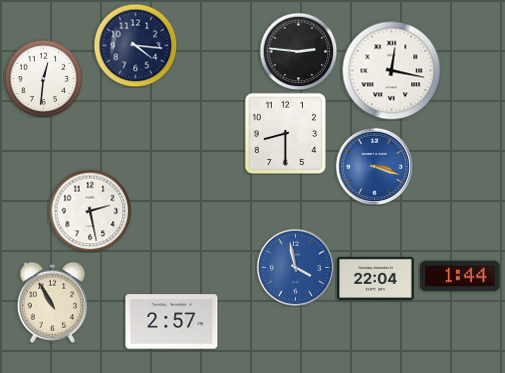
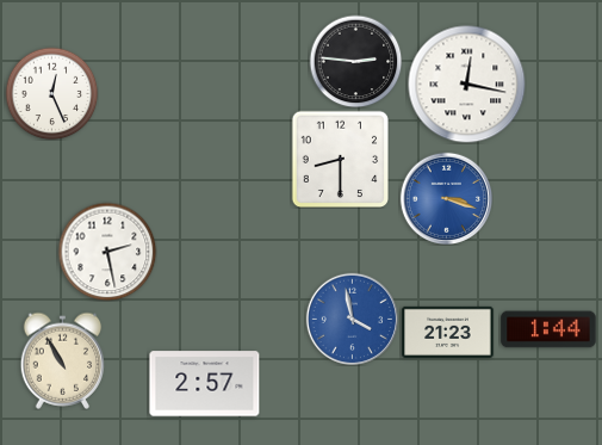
clock at (135, 45): 4:16 -> none
clock at (43, 78): 12:31 -> 12:26
clock at (376, 278): 22:04 -> 21:23
